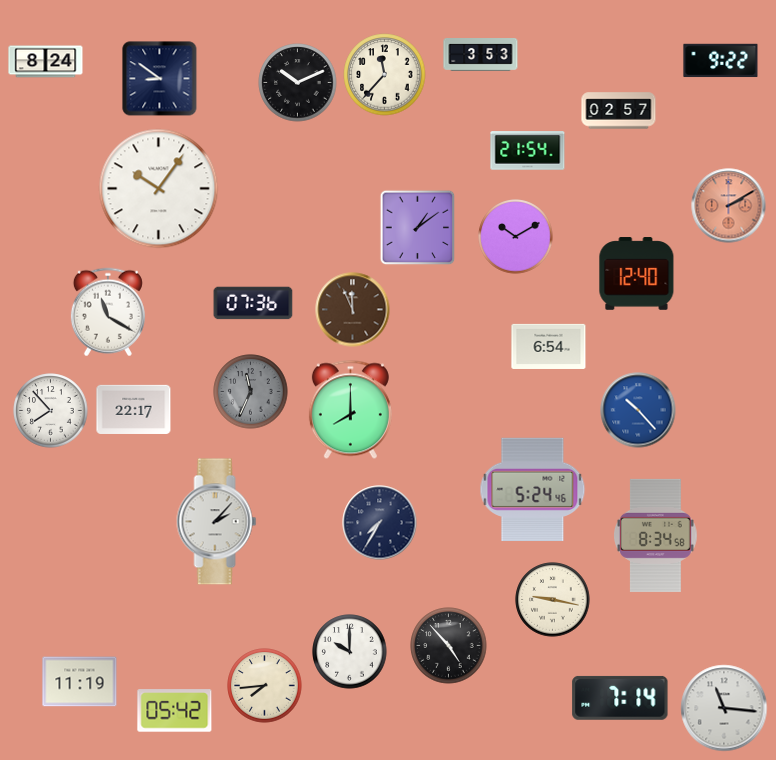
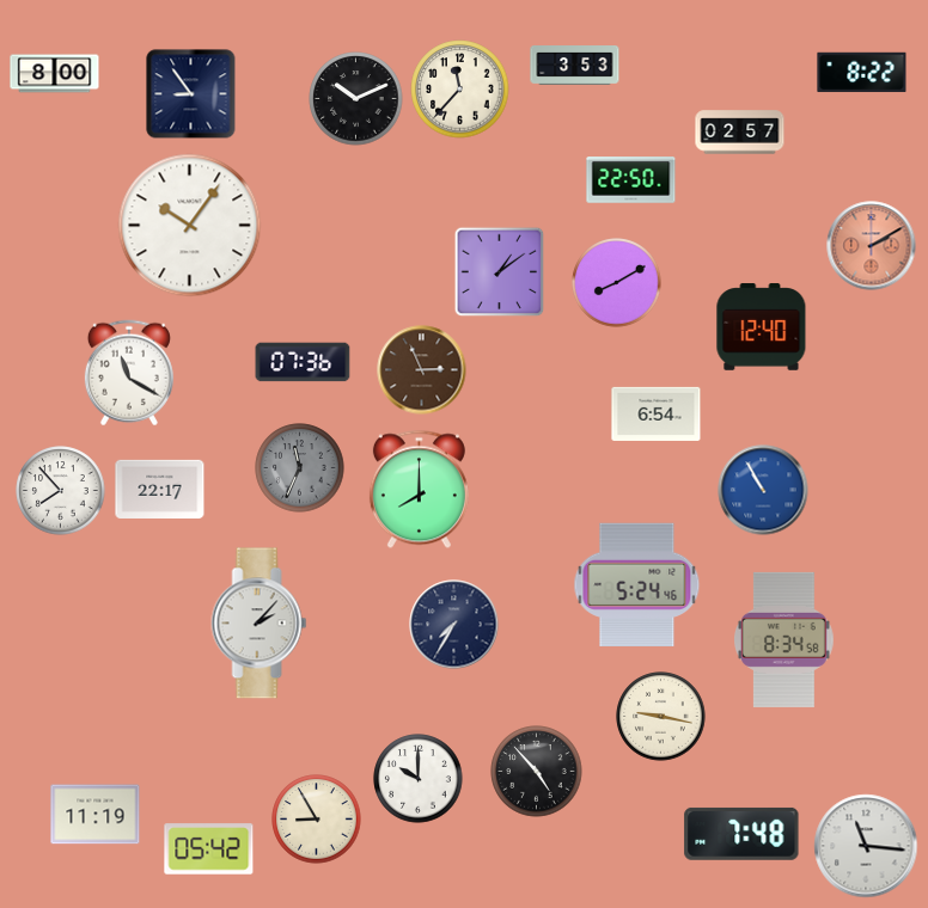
clock at (721, 61): 9:22 -> 8:22
clock at (46, 62): 8:24 -> 8:00
clock at (160, 79): 8:51 -> 8:54
clock at (528, 151): 21:54 -> 22:50
clock at (516, 237): 10:10 -> 8:10
clock at (353, 310): 11:56 -> 2:56
clock at (638, 410): 10:23 -> 10:55
clock at (265, 686): 7:44 -> 8:55
clock at (620, 698): 7:14 -> 7:48
